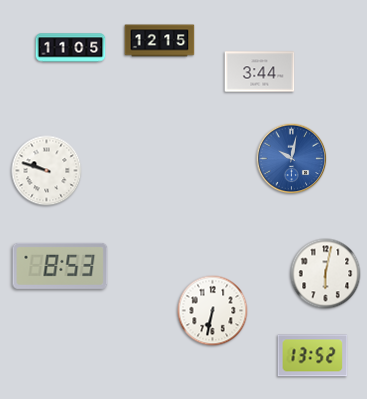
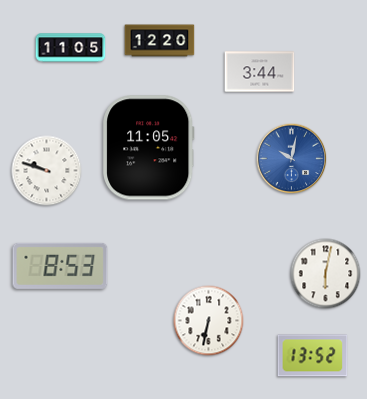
clock at (160, 41): 12:15 -> 12:20
clock at (149, 148): none -> 11:05
clock at (213, 311) position: (213, 311) -> (209, 321)
